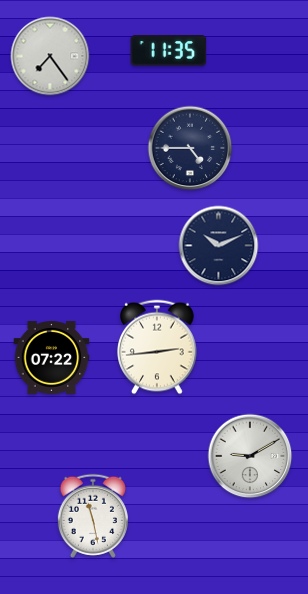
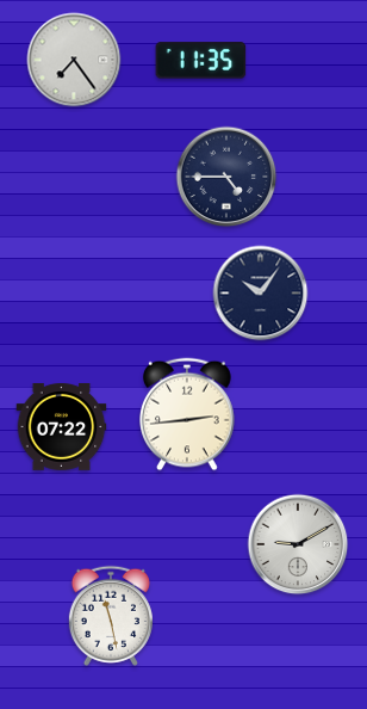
clock at (50, 56) position: (50, 56) -> (74, 60)
clock at (219, 246): 10:11 -> 10:06
